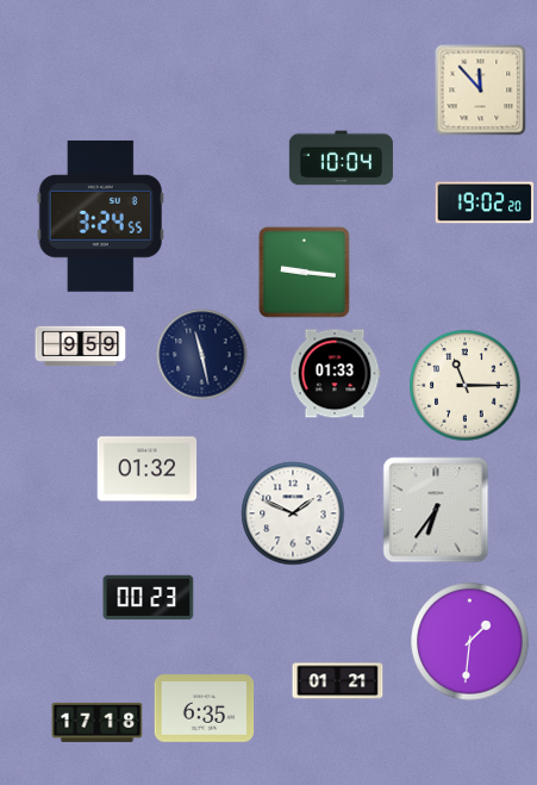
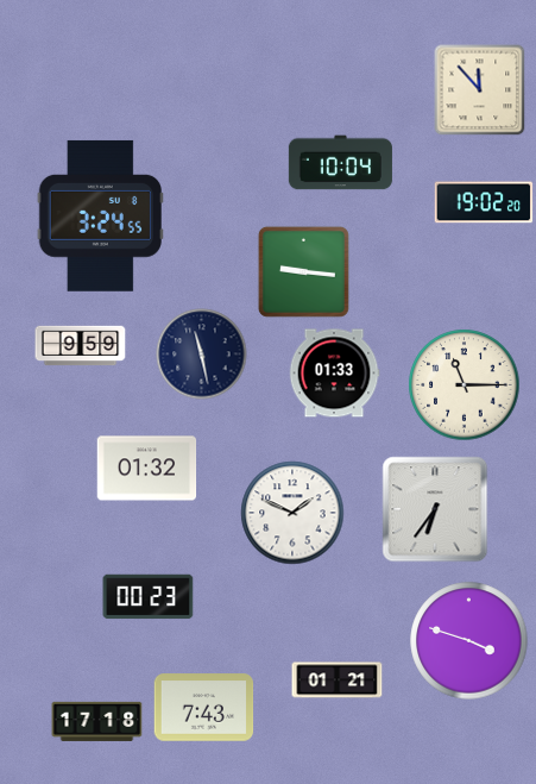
clock at (341, 158) position: (341, 158) -> (340, 163)
clock at (470, 642): 1:31 -> 3:48
clock at (205, 709): 6:35 -> 7:43
